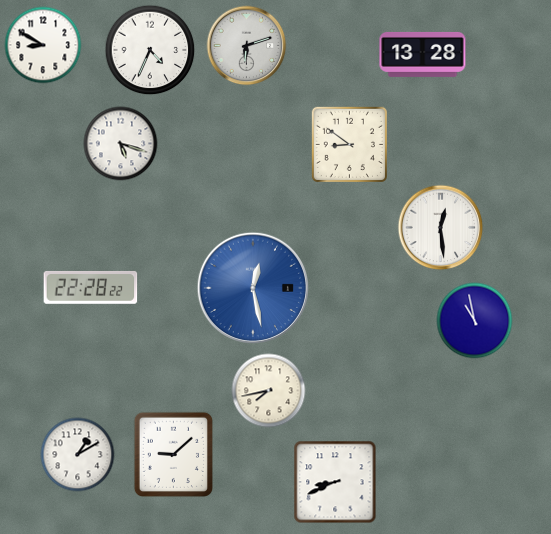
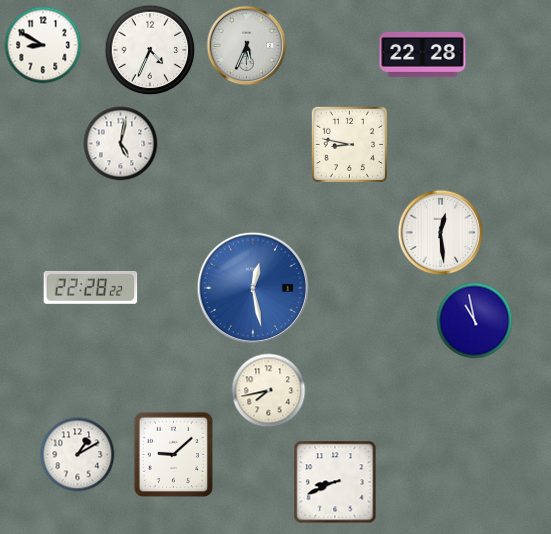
clock at (247, 46): 6:12 -> 5:34
clock at (423, 54): 13:28 -> 22:28
clock at (121, 144): 5:18 -> 5:02
clock at (349, 144): 8:51 -> 8:47
clock at (441, 228) position: (441, 228) -> (441, 233)
